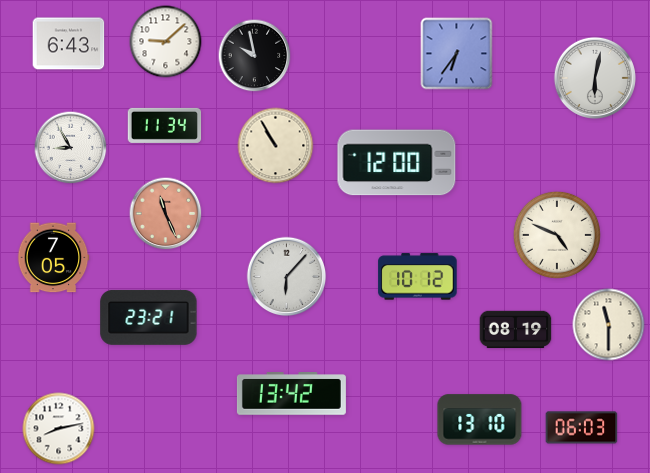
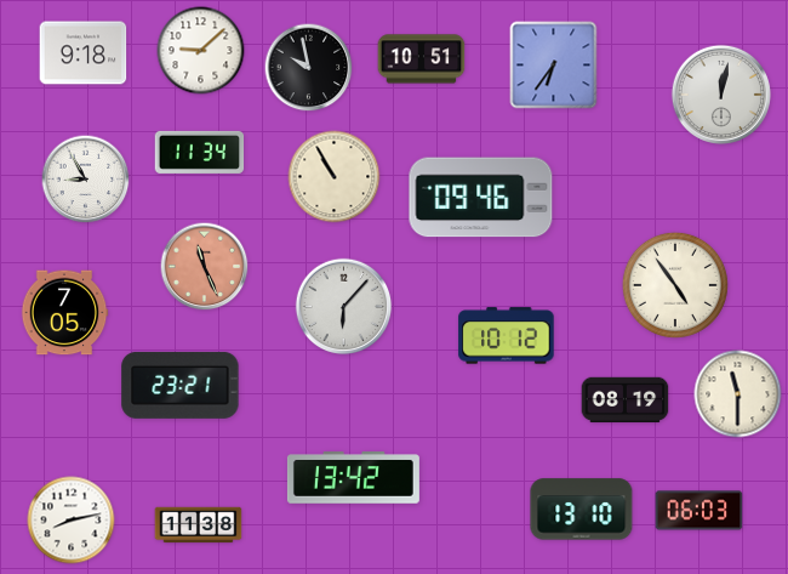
clock at (69, 44): 6:43 -> 9:18
clock at (422, 59): none -> 10:51
clock at (594, 77): 6:02 -> 12:02
clock at (397, 163): 12:00 -> 09:46
clock at (166, 214) position: (166, 214) -> (205, 267)
clock at (557, 235): 4:49 -> 4:54
clock at (287, 277) position: (287, 277) -> (344, 307)
clock at (582, 428) position: (582, 428) -> (700, 511)
clock at (199, 525): none -> 11:38
